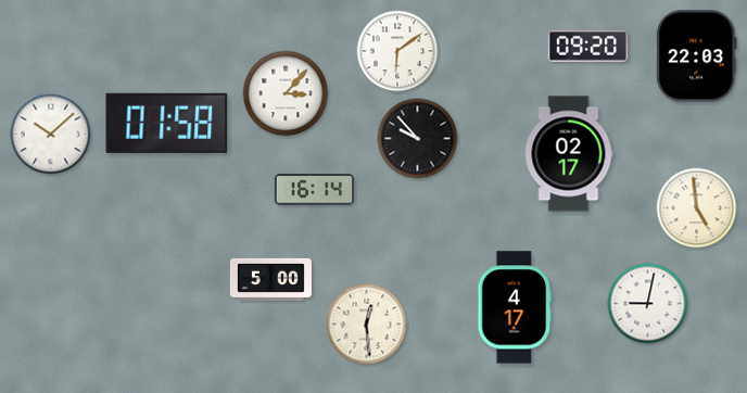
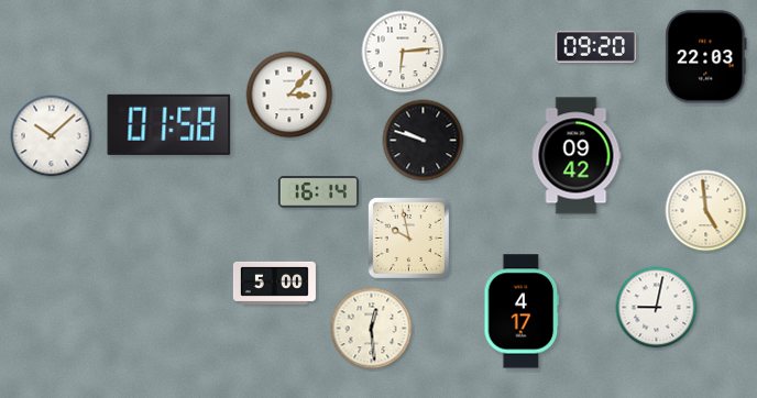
clock at (397, 51): 6:09 -> 6:14
clock at (418, 139): 9:53 -> 9:48
clock at (569, 154): 02:17 -> 09:42
clock at (408, 237): none -> 9:58
